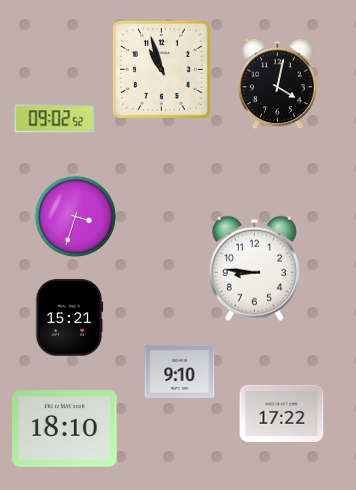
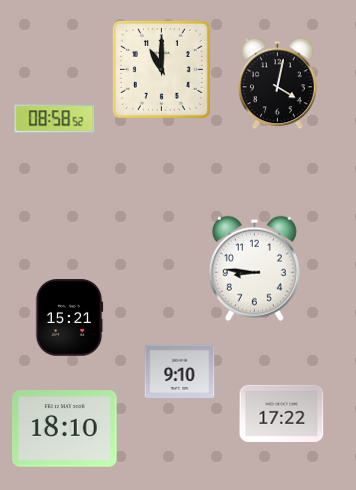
clock at (161, 69): 10:57 -> 11:00
clock at (55, 119): 09:02 -> 08:58
clock at (75, 216): 3:33 -> none
